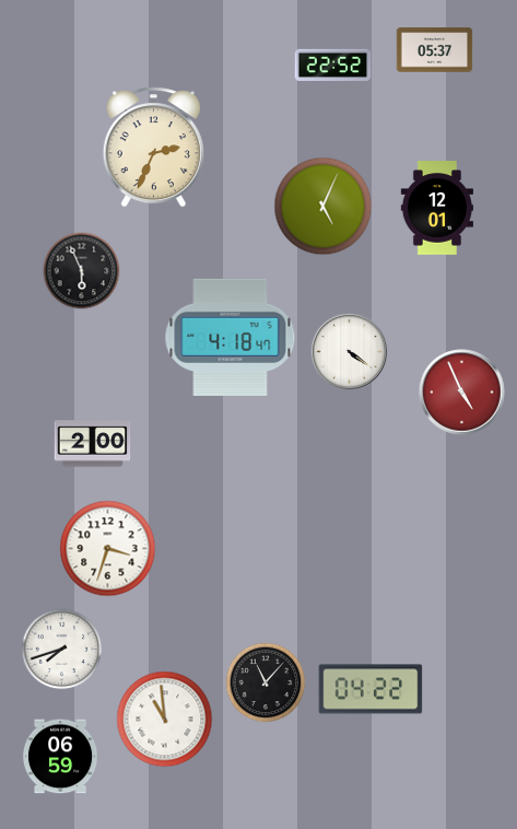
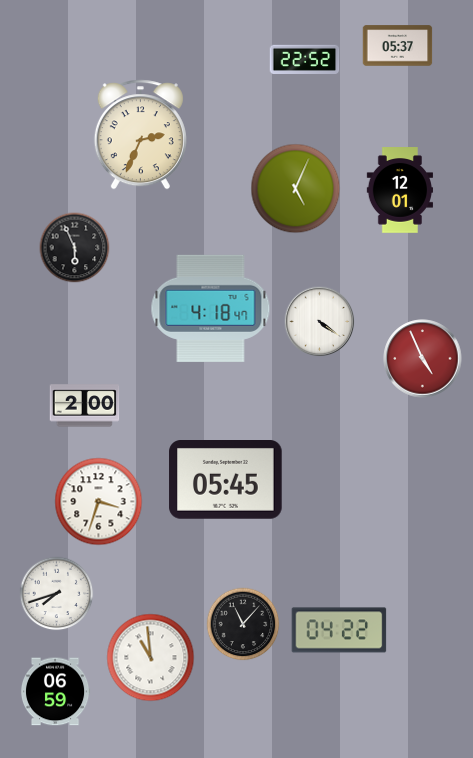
clock at (226, 480): none -> 05:45
